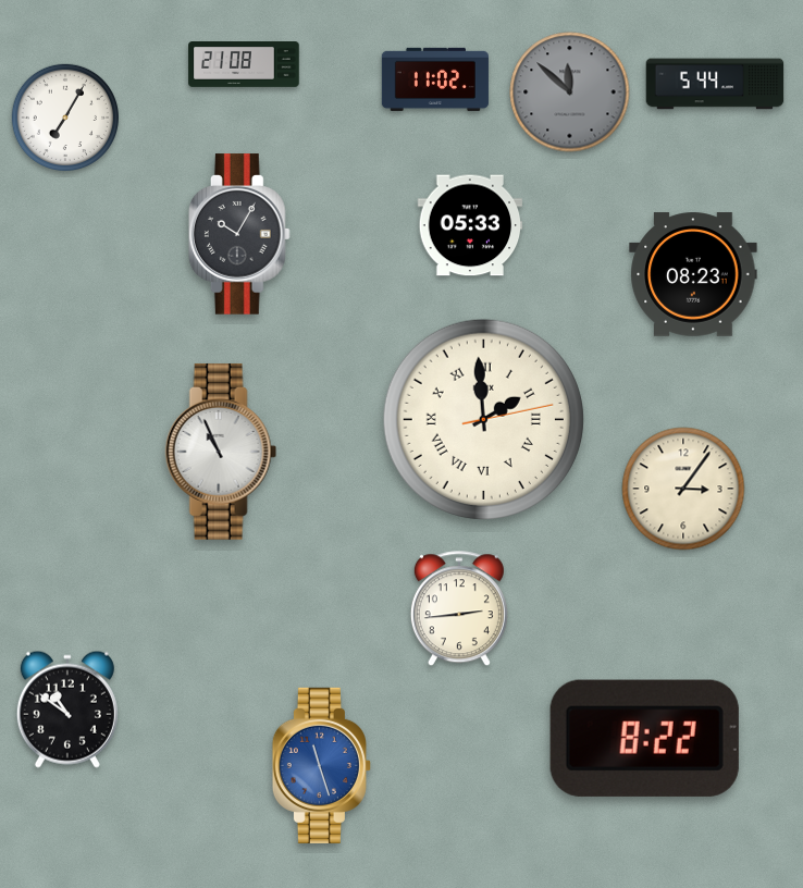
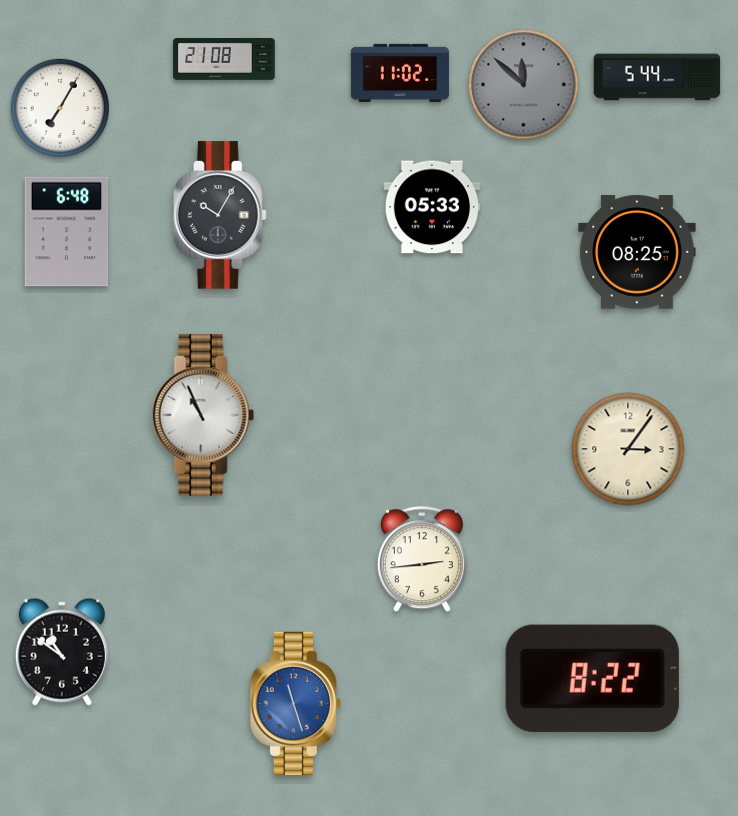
clock at (67, 232): none -> 6:48
clock at (693, 274): 08:23 -> 08:25
clock at (483, 419): 1:59 -> none
